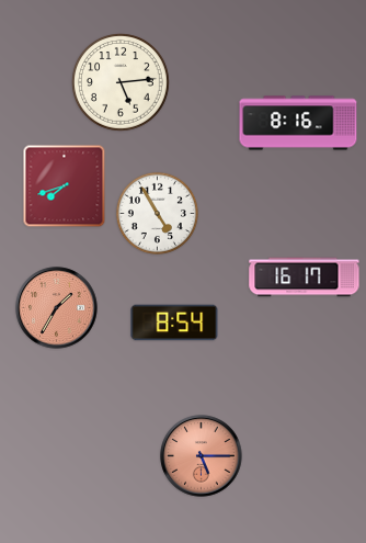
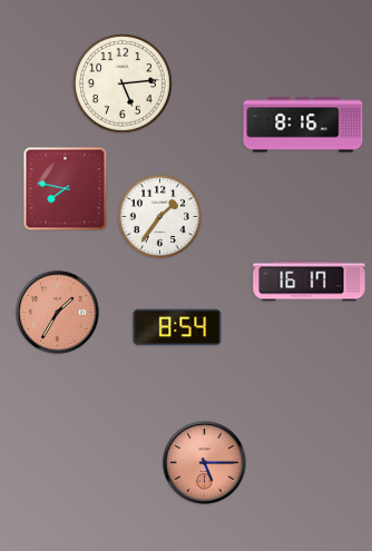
clock at (65, 186): 7:42 -> 7:47
clock at (157, 213): 4:55 -> 1:36
